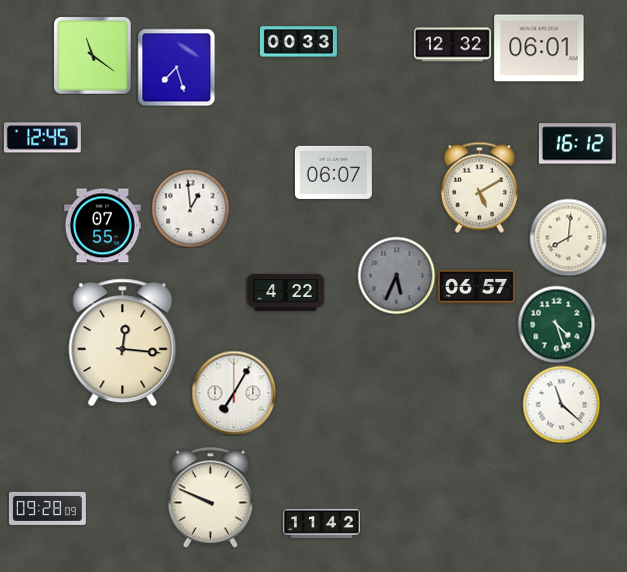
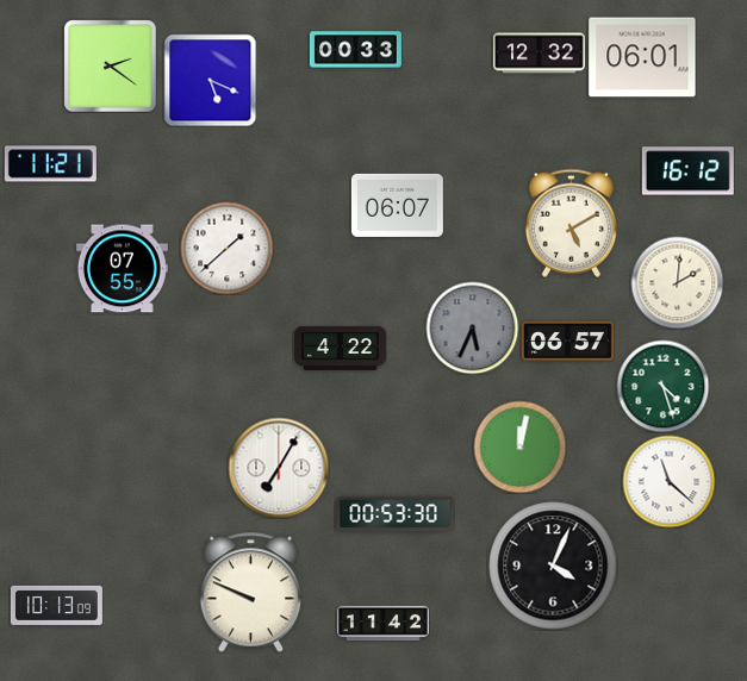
clock at (92, 55): 11:21 -> 2:21
clock at (176, 67): 7:27 -> 5:19
clock at (42, 138): 12:45 -> 11:21
clock at (190, 208): 12:59 -> 1:38
clock at (568, 237): 8:01 -> 2:01
clock at (123, 343): 12:16 -> none
clock at (519, 446): none -> 12:02
clock at (396, 514): none -> 00:53
clock at (553, 566): none -> 4:04
clock at (47, 508): 09:28 -> 10:13
